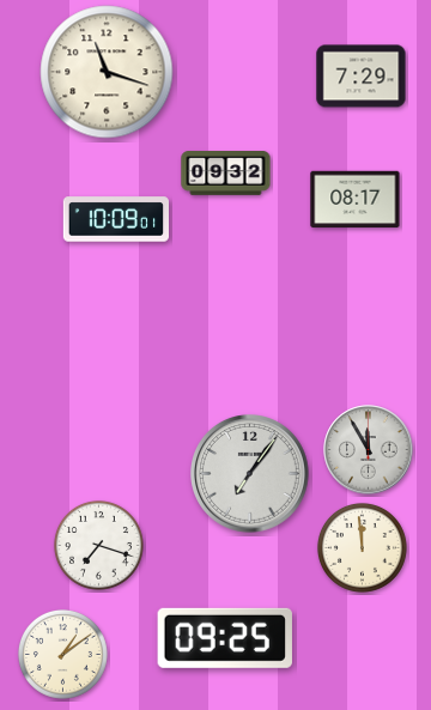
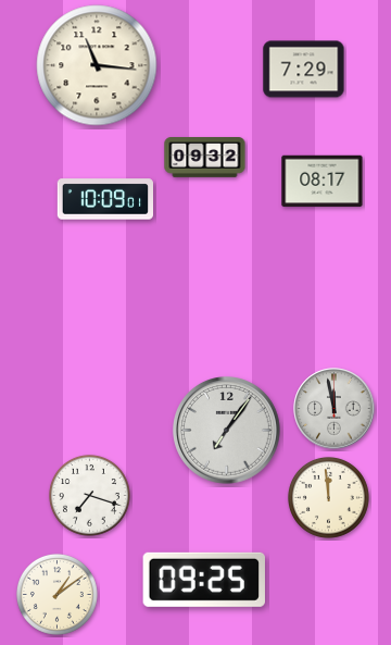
clock at (107, 72): 11:18 -> 11:16
clock at (362, 77) position: (362, 77) -> (304, 70)
clock at (369, 450): 11:55 -> 11:58
